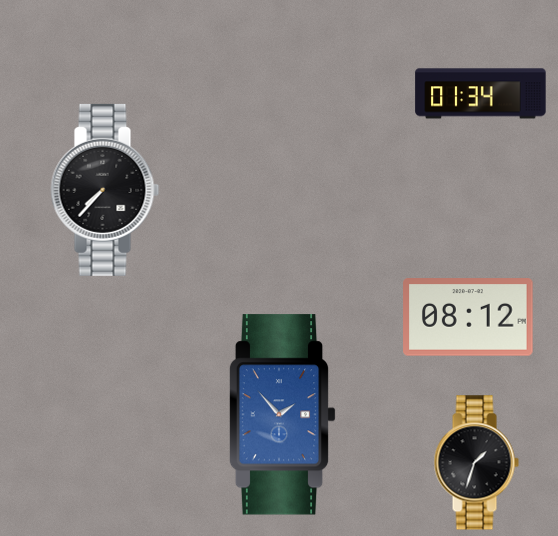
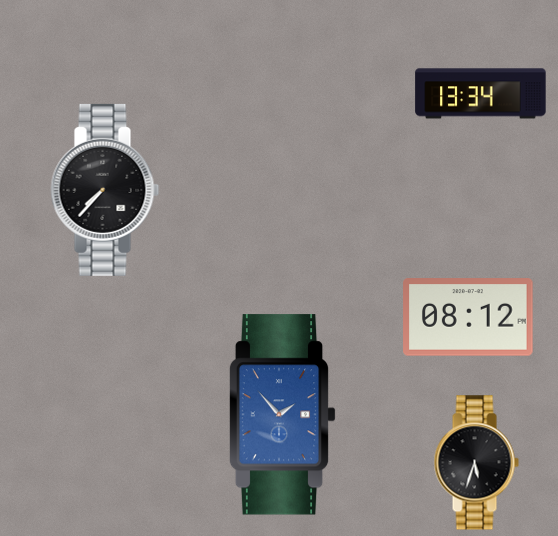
clock at (481, 94): 01:34 -> 13:34
clock at (476, 463): 1:33 -> 5:33
